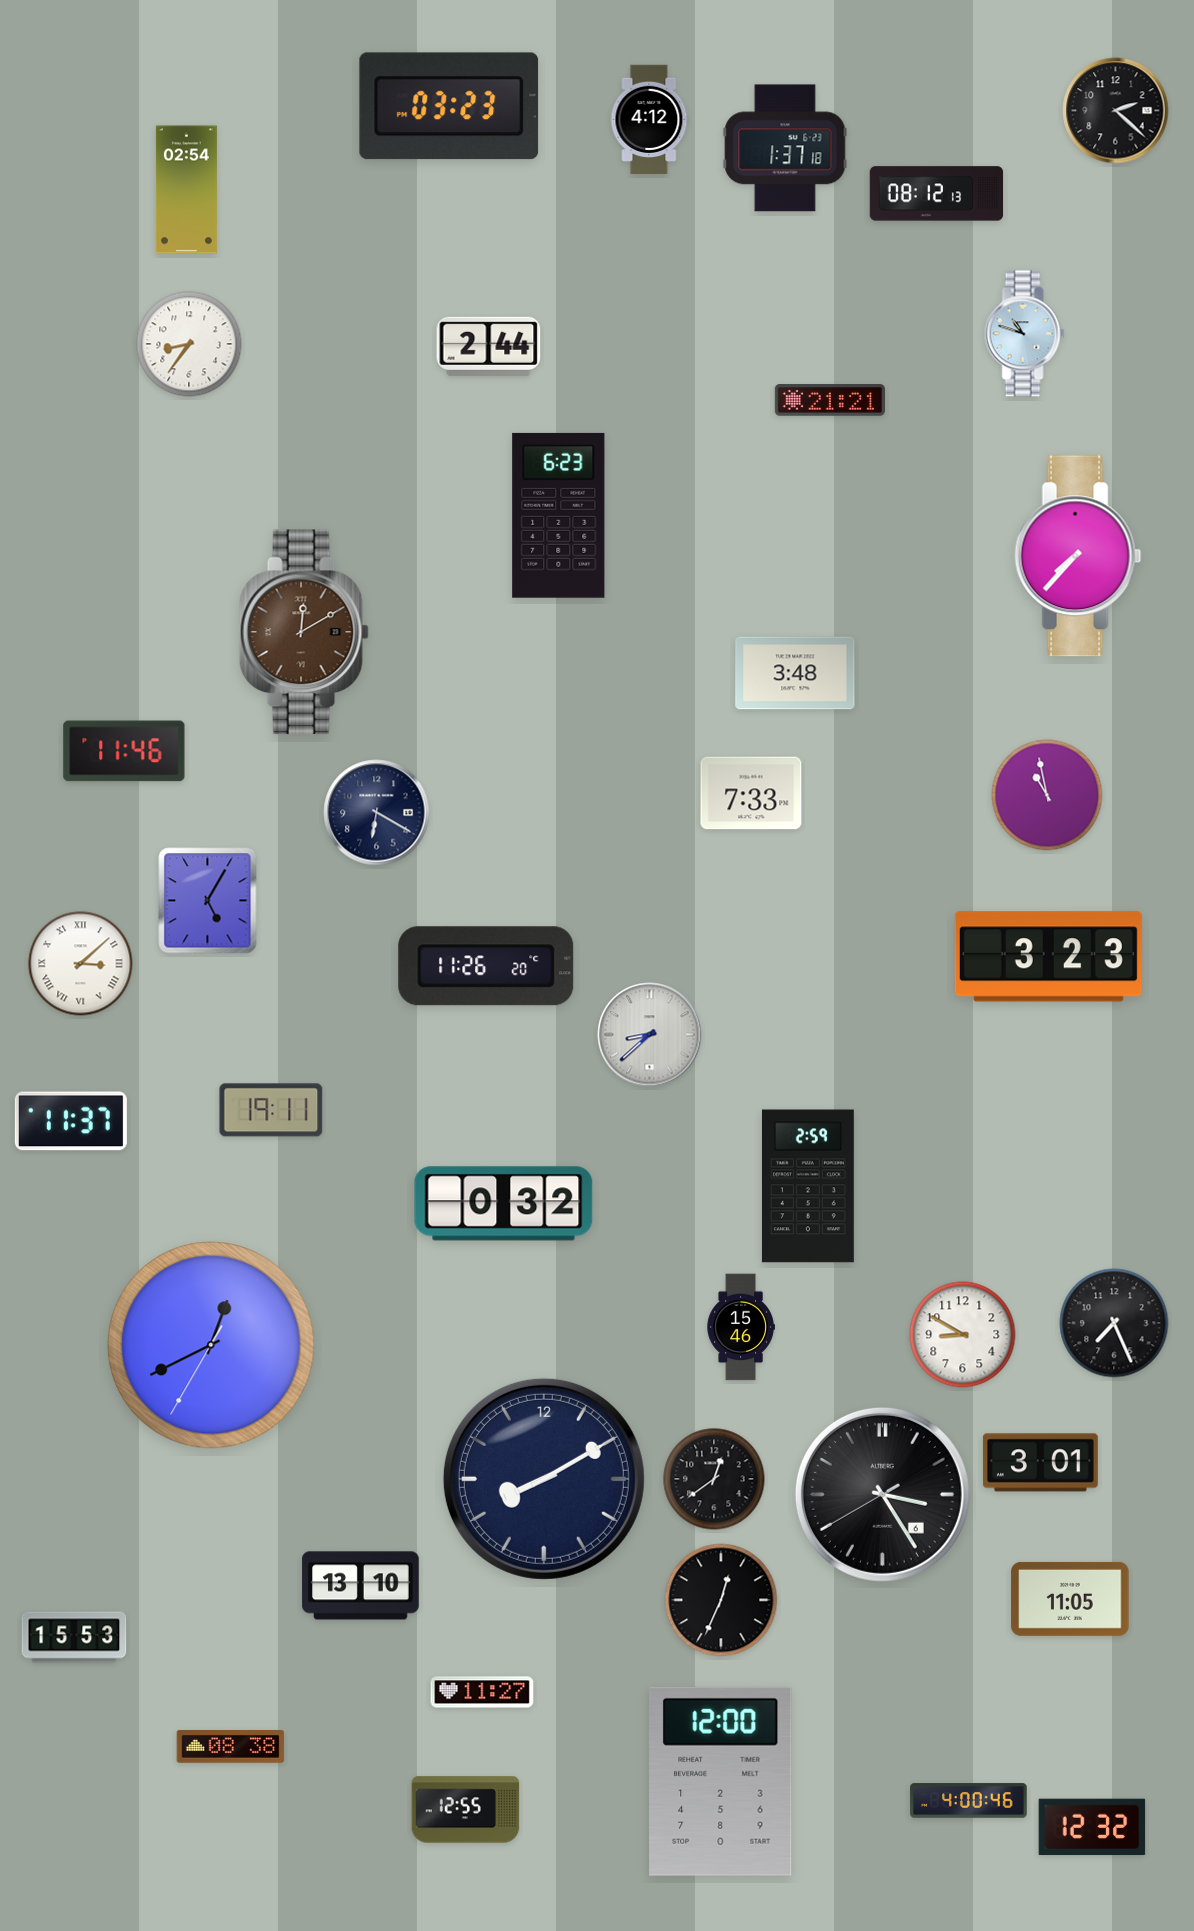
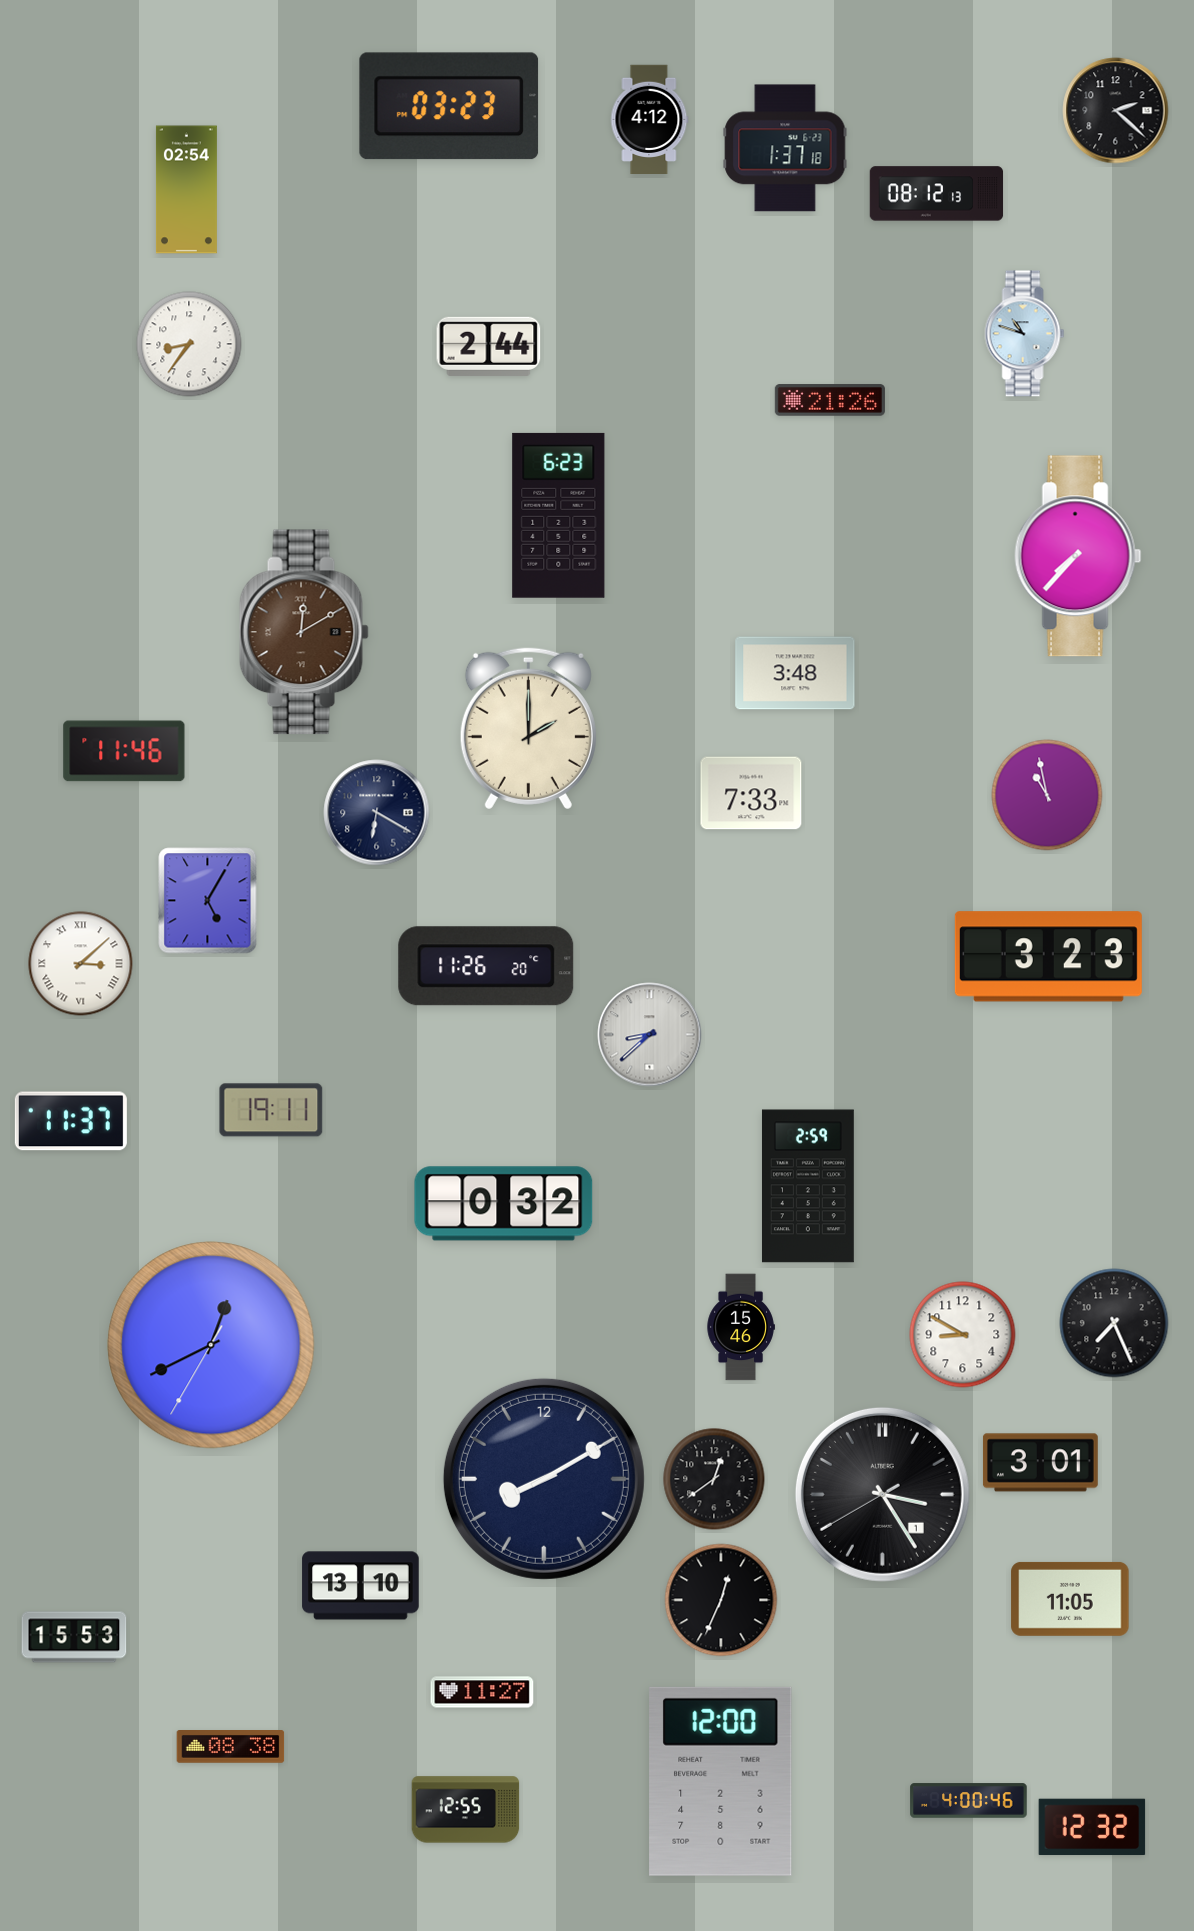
clock at (830, 400): 21:21 -> 21:26
clock at (528, 728): none -> 2:00
clock at (882, 1494) date: 6 -> 1
